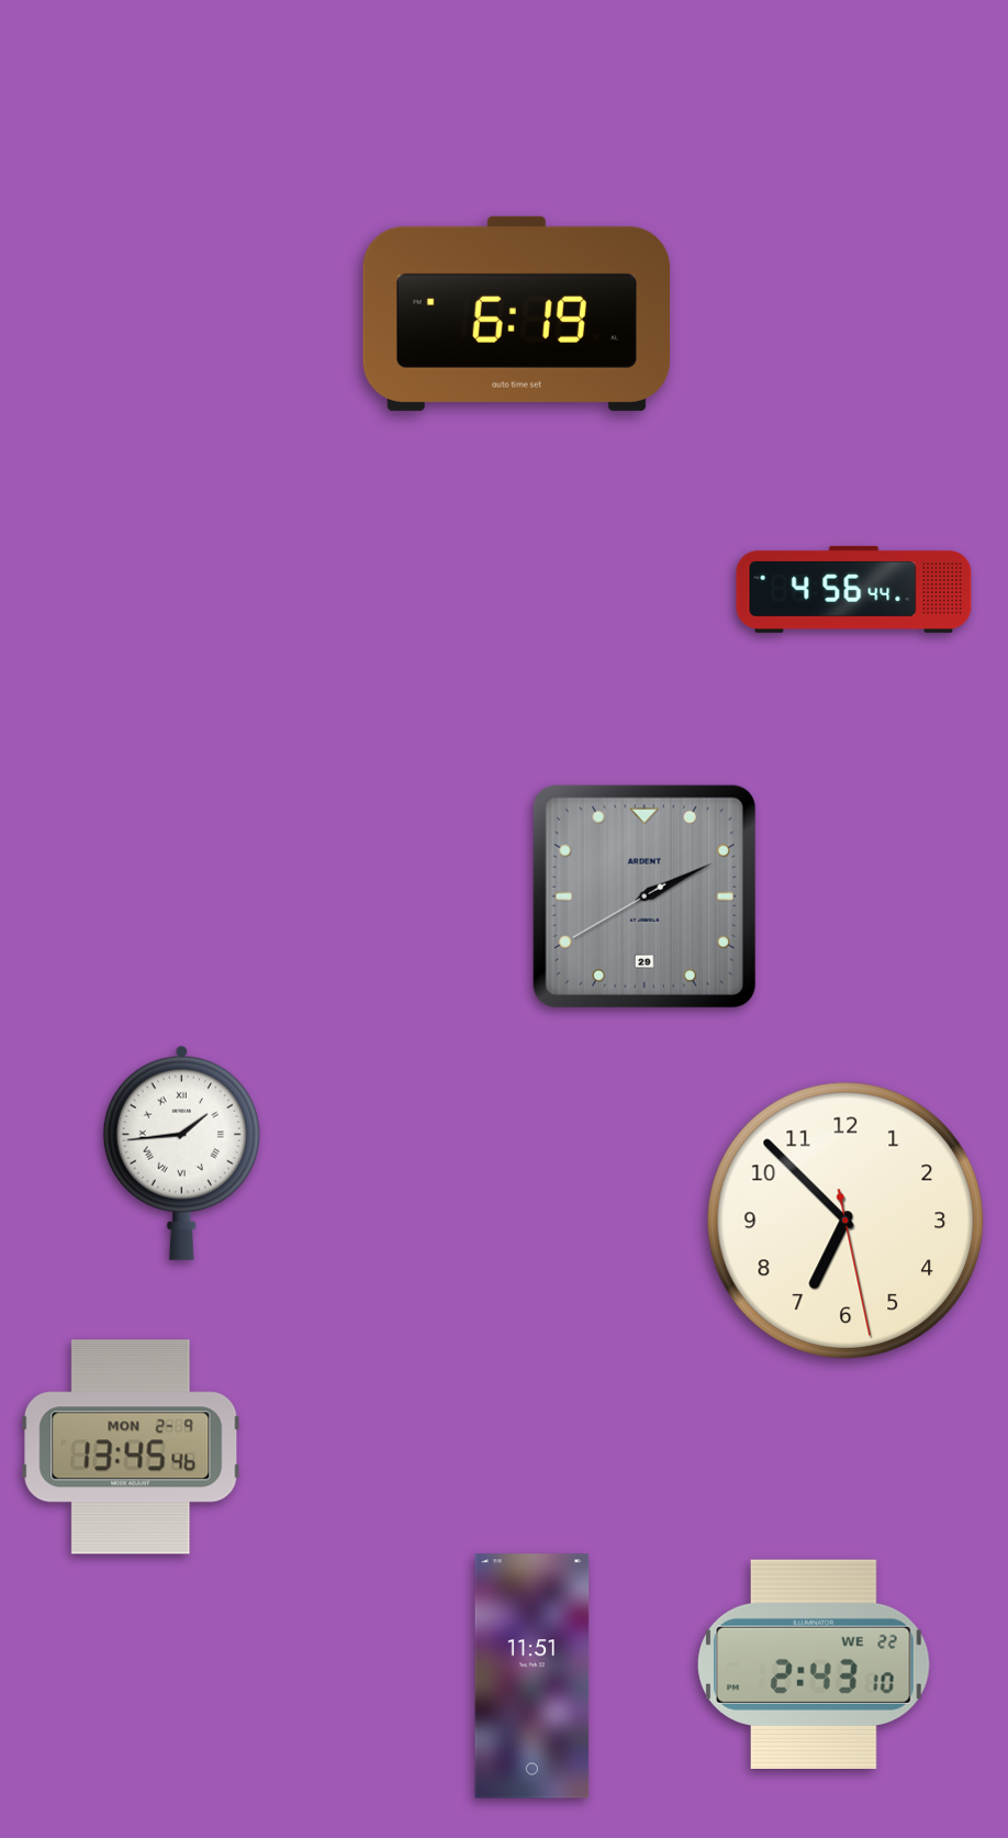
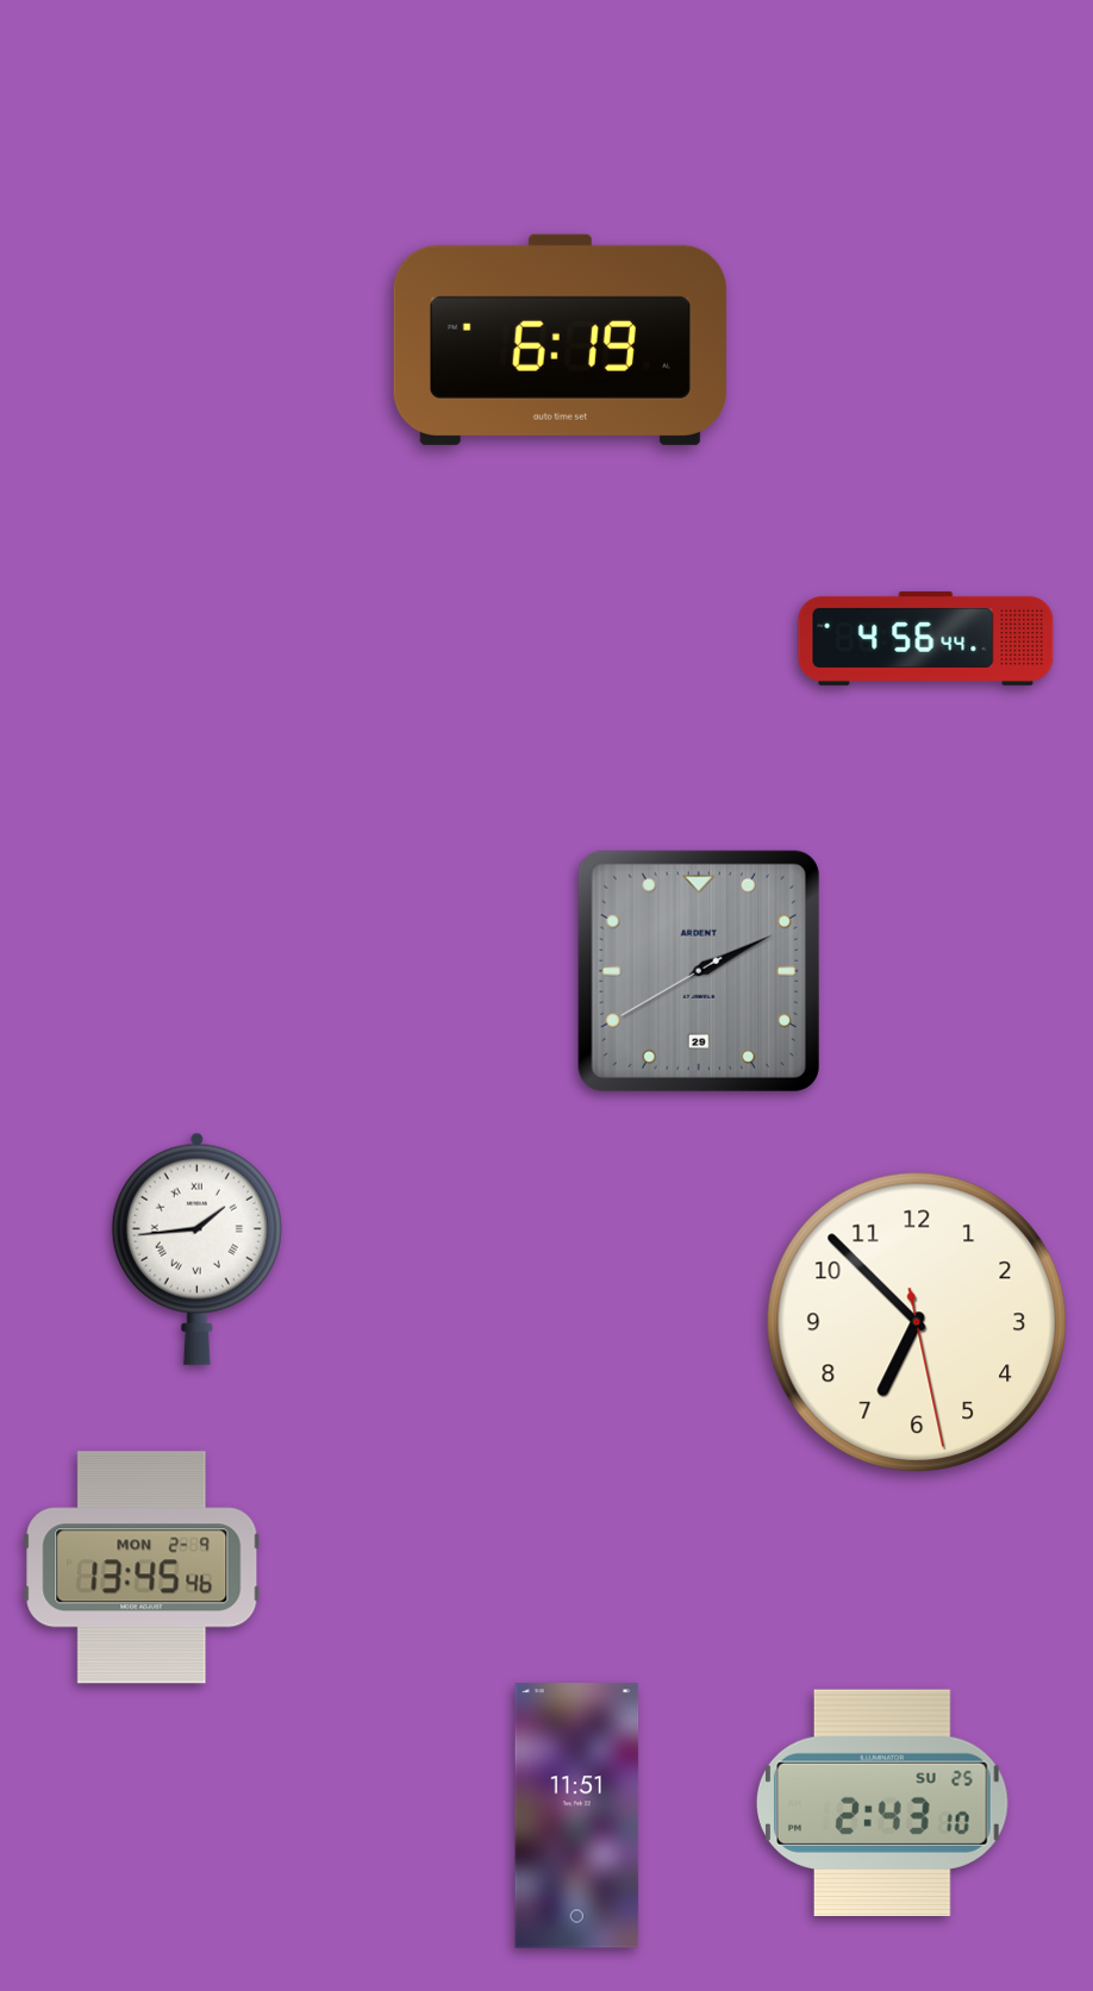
clock at (814, 1663) date: WE 22 -> SU 25
